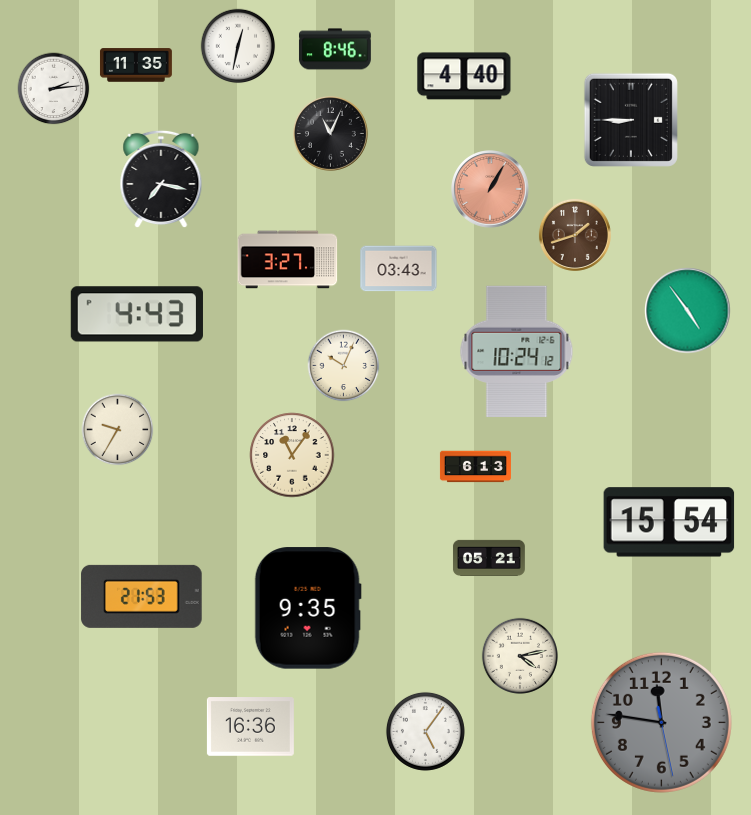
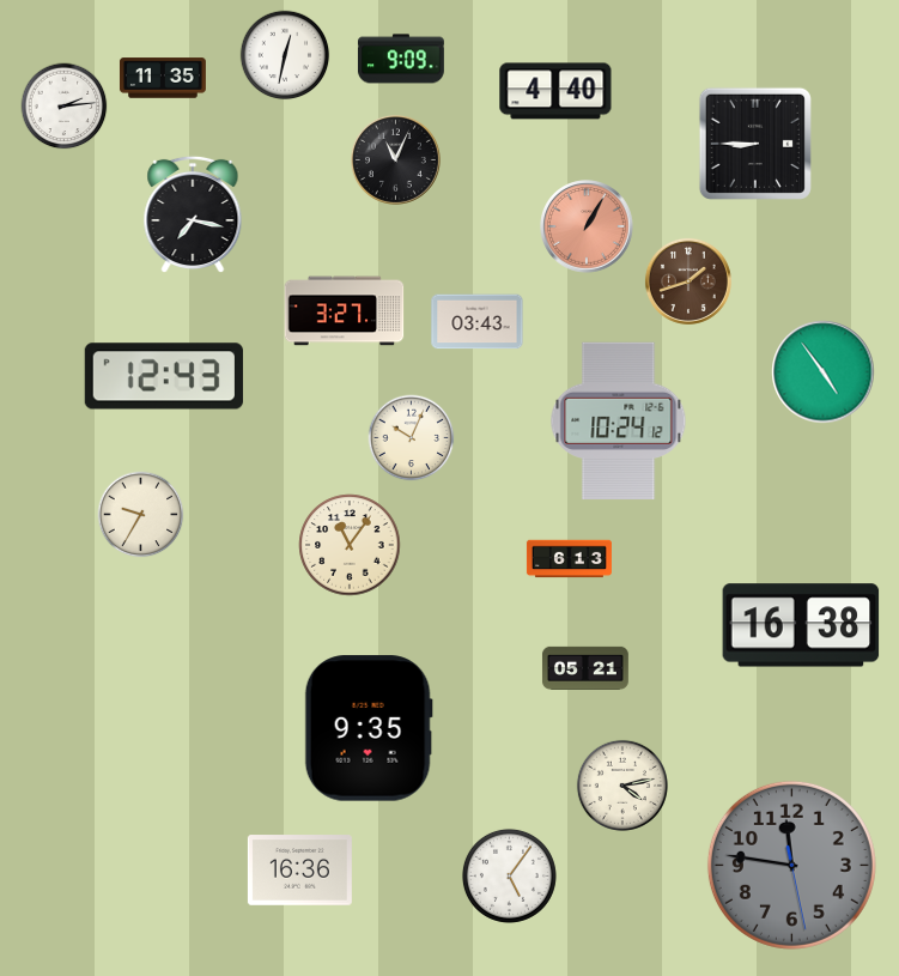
clock at (335, 49): 8:46 -> 9:09
clock at (137, 314): 4:43 -> 12:43
clock at (669, 522): 15:54 -> 16:38
clock at (142, 596): 21:53 -> none
